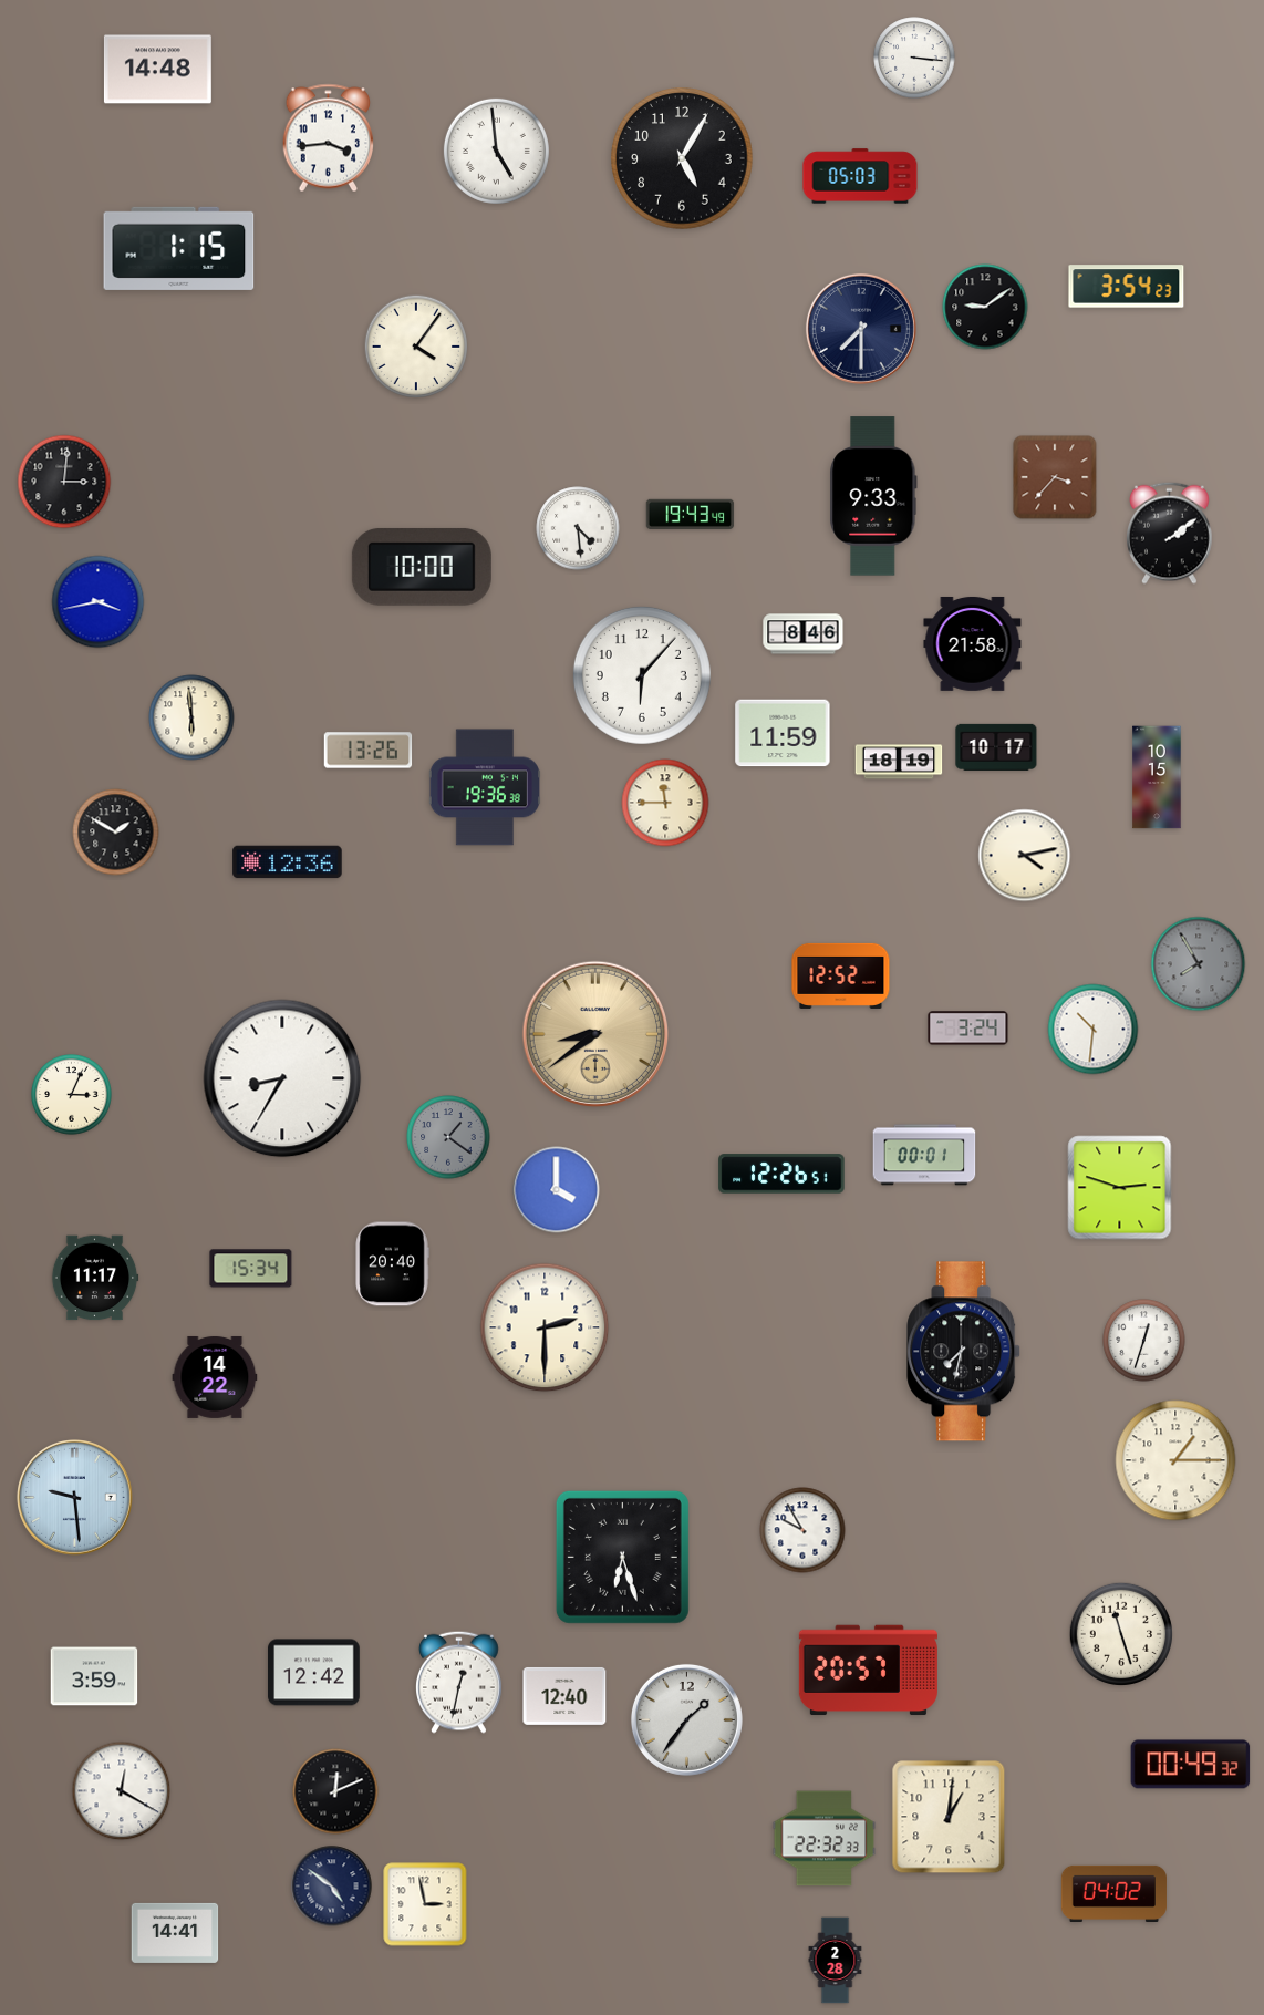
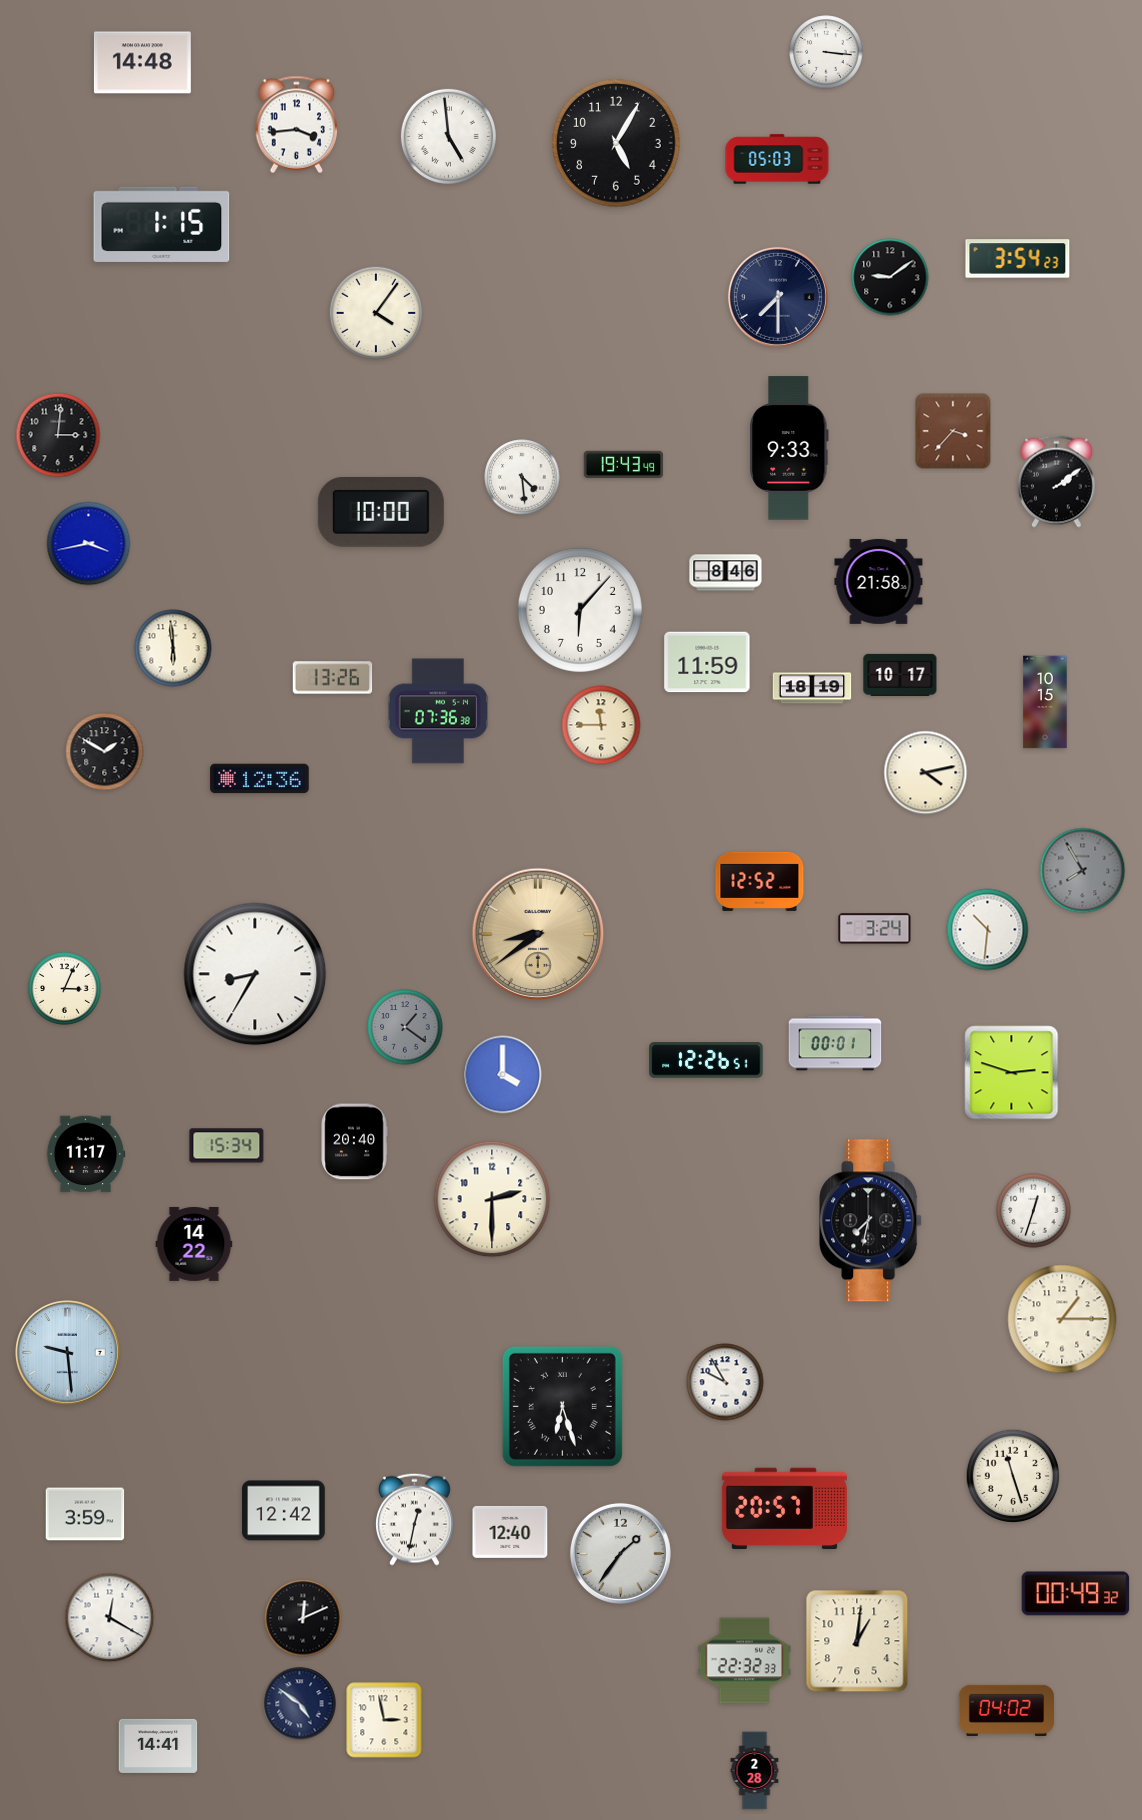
clock at (484, 787): 19:36 -> 07:36
